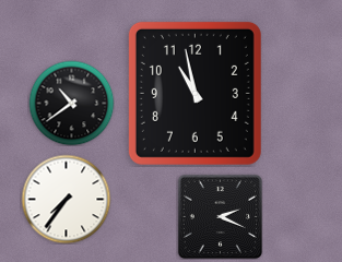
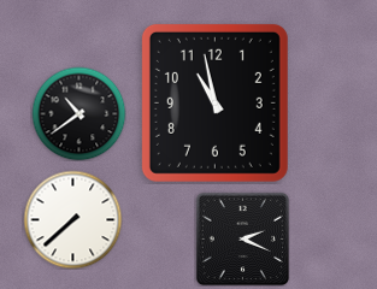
clock at (66, 199): 7:36 -> 7:38
